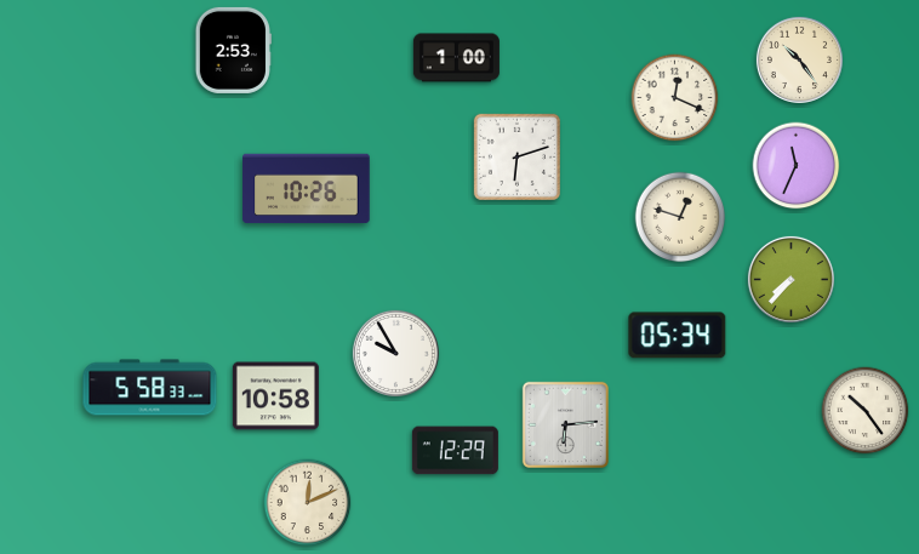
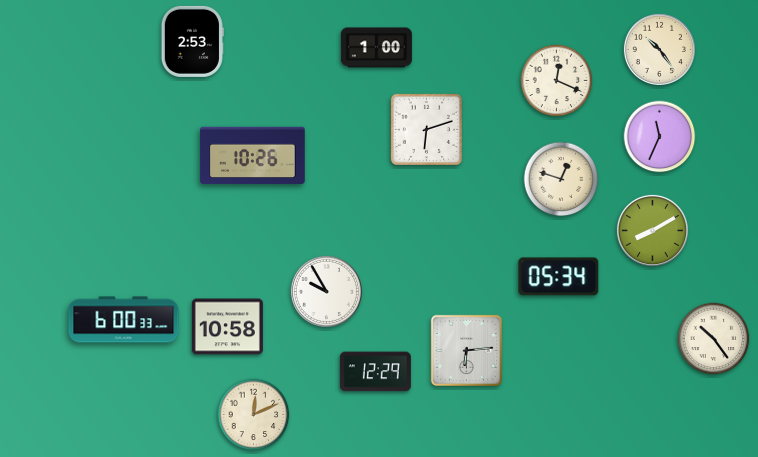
clock at (797, 166) position: (797, 166) -> (660, 137)
clock at (790, 279): 7:37 -> 8:10
clock at (150, 388): 5:58 -> 6:00
